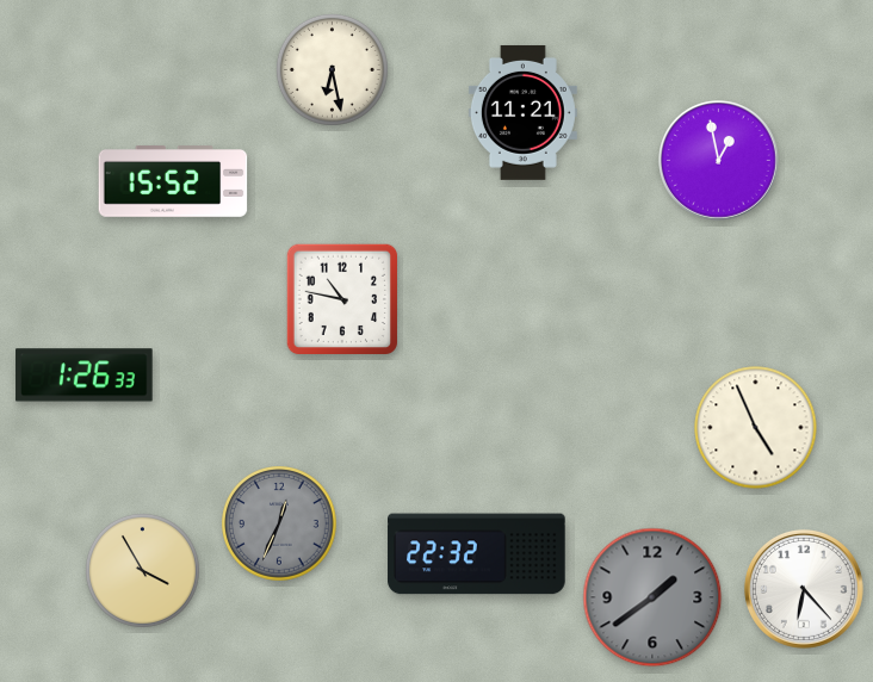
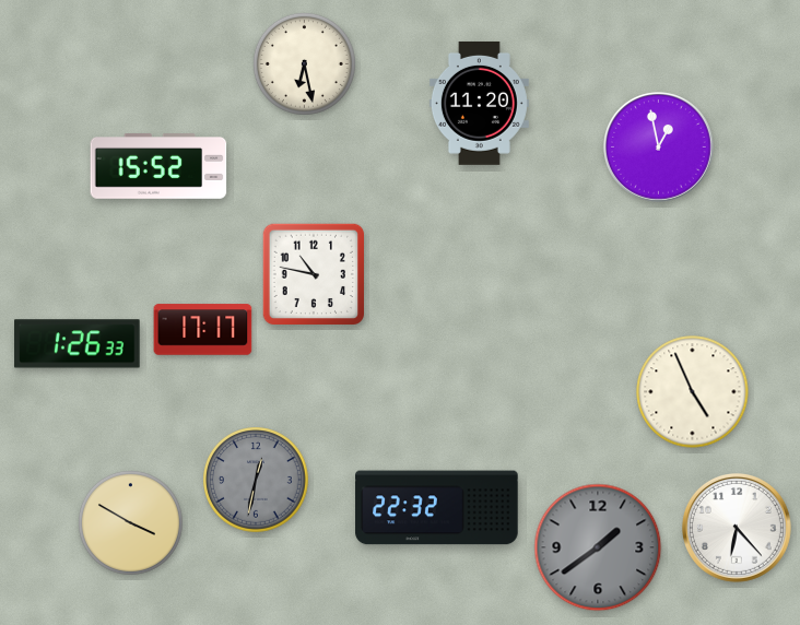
clock at (522, 112): 11:21 -> 11:20
clock at (203, 330): none -> 17:17
clock at (280, 525): 12:34 -> 12:32
clock at (142, 570): 3:55 -> 3:50
clock at (804, 589) position: (804, 589) -> (737, 528)
